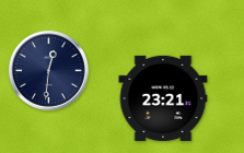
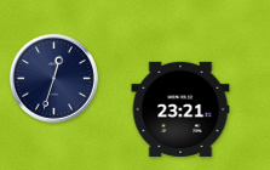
clock at (48, 70): 12:31 -> 12:33
